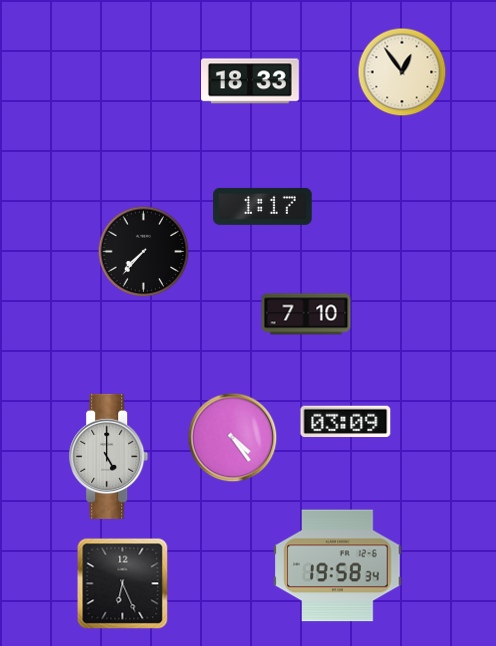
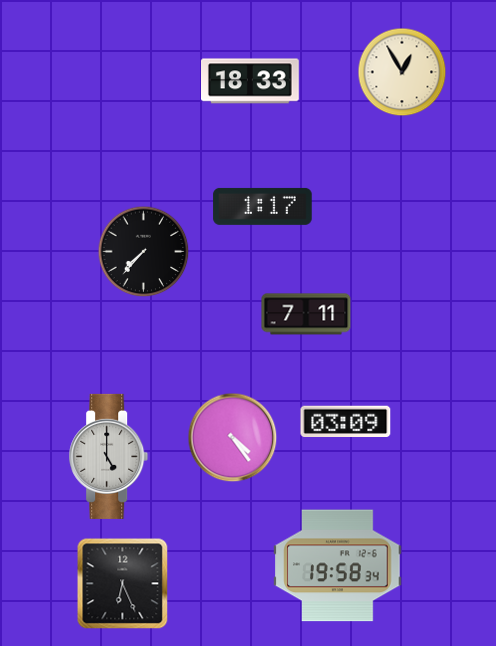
clock at (402, 72): 12:54 -> 12:55
clock at (306, 314): 7:10 -> 7:11
